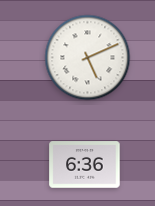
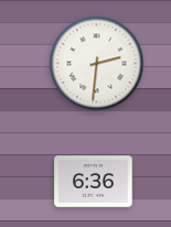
clock at (88, 58): 5:11 -> 2:31
